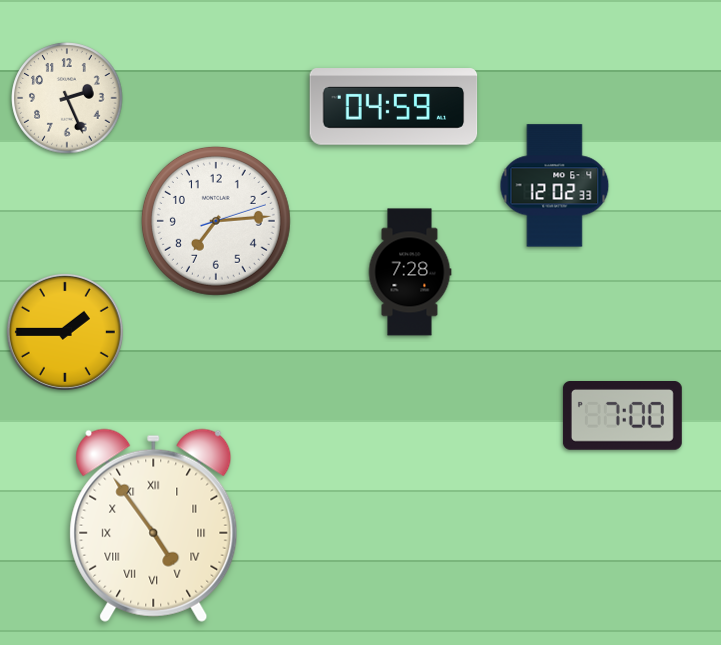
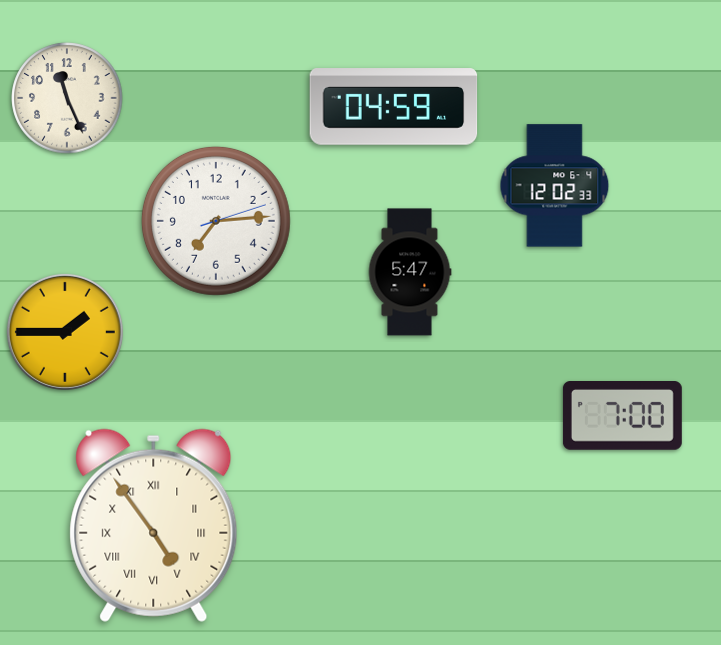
clock at (67, 98): 2:26 -> 11:26
clock at (410, 272): 7:28 -> 5:47
